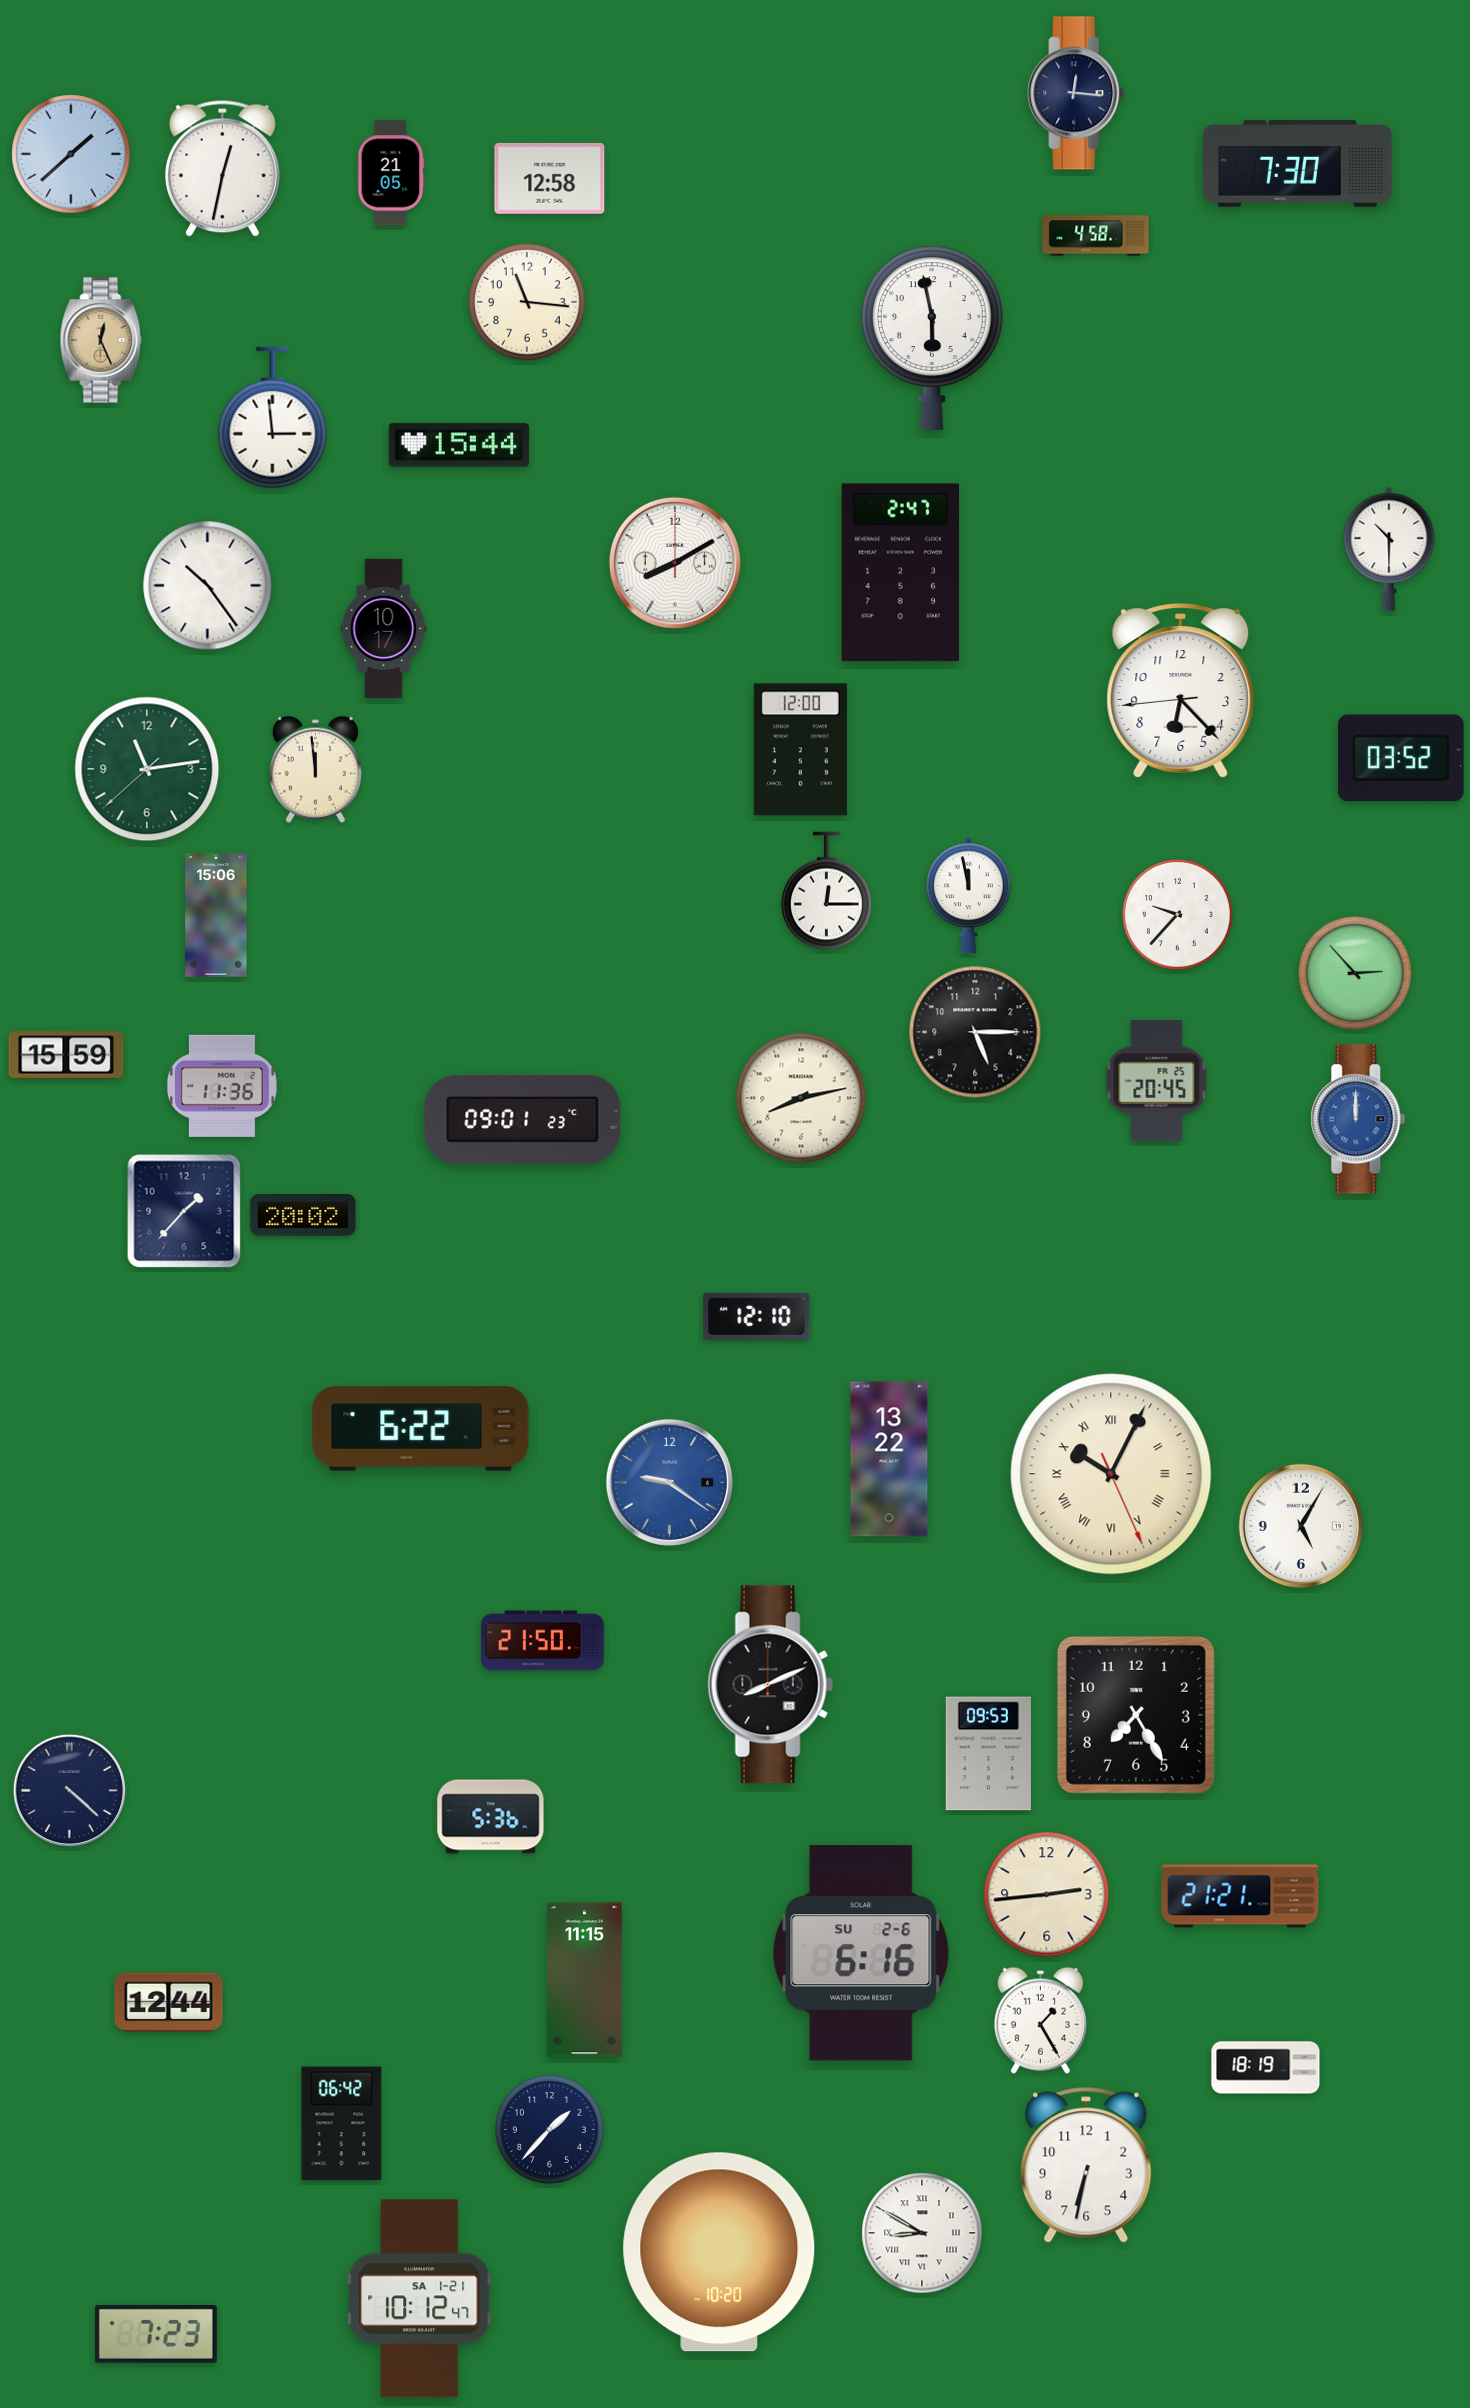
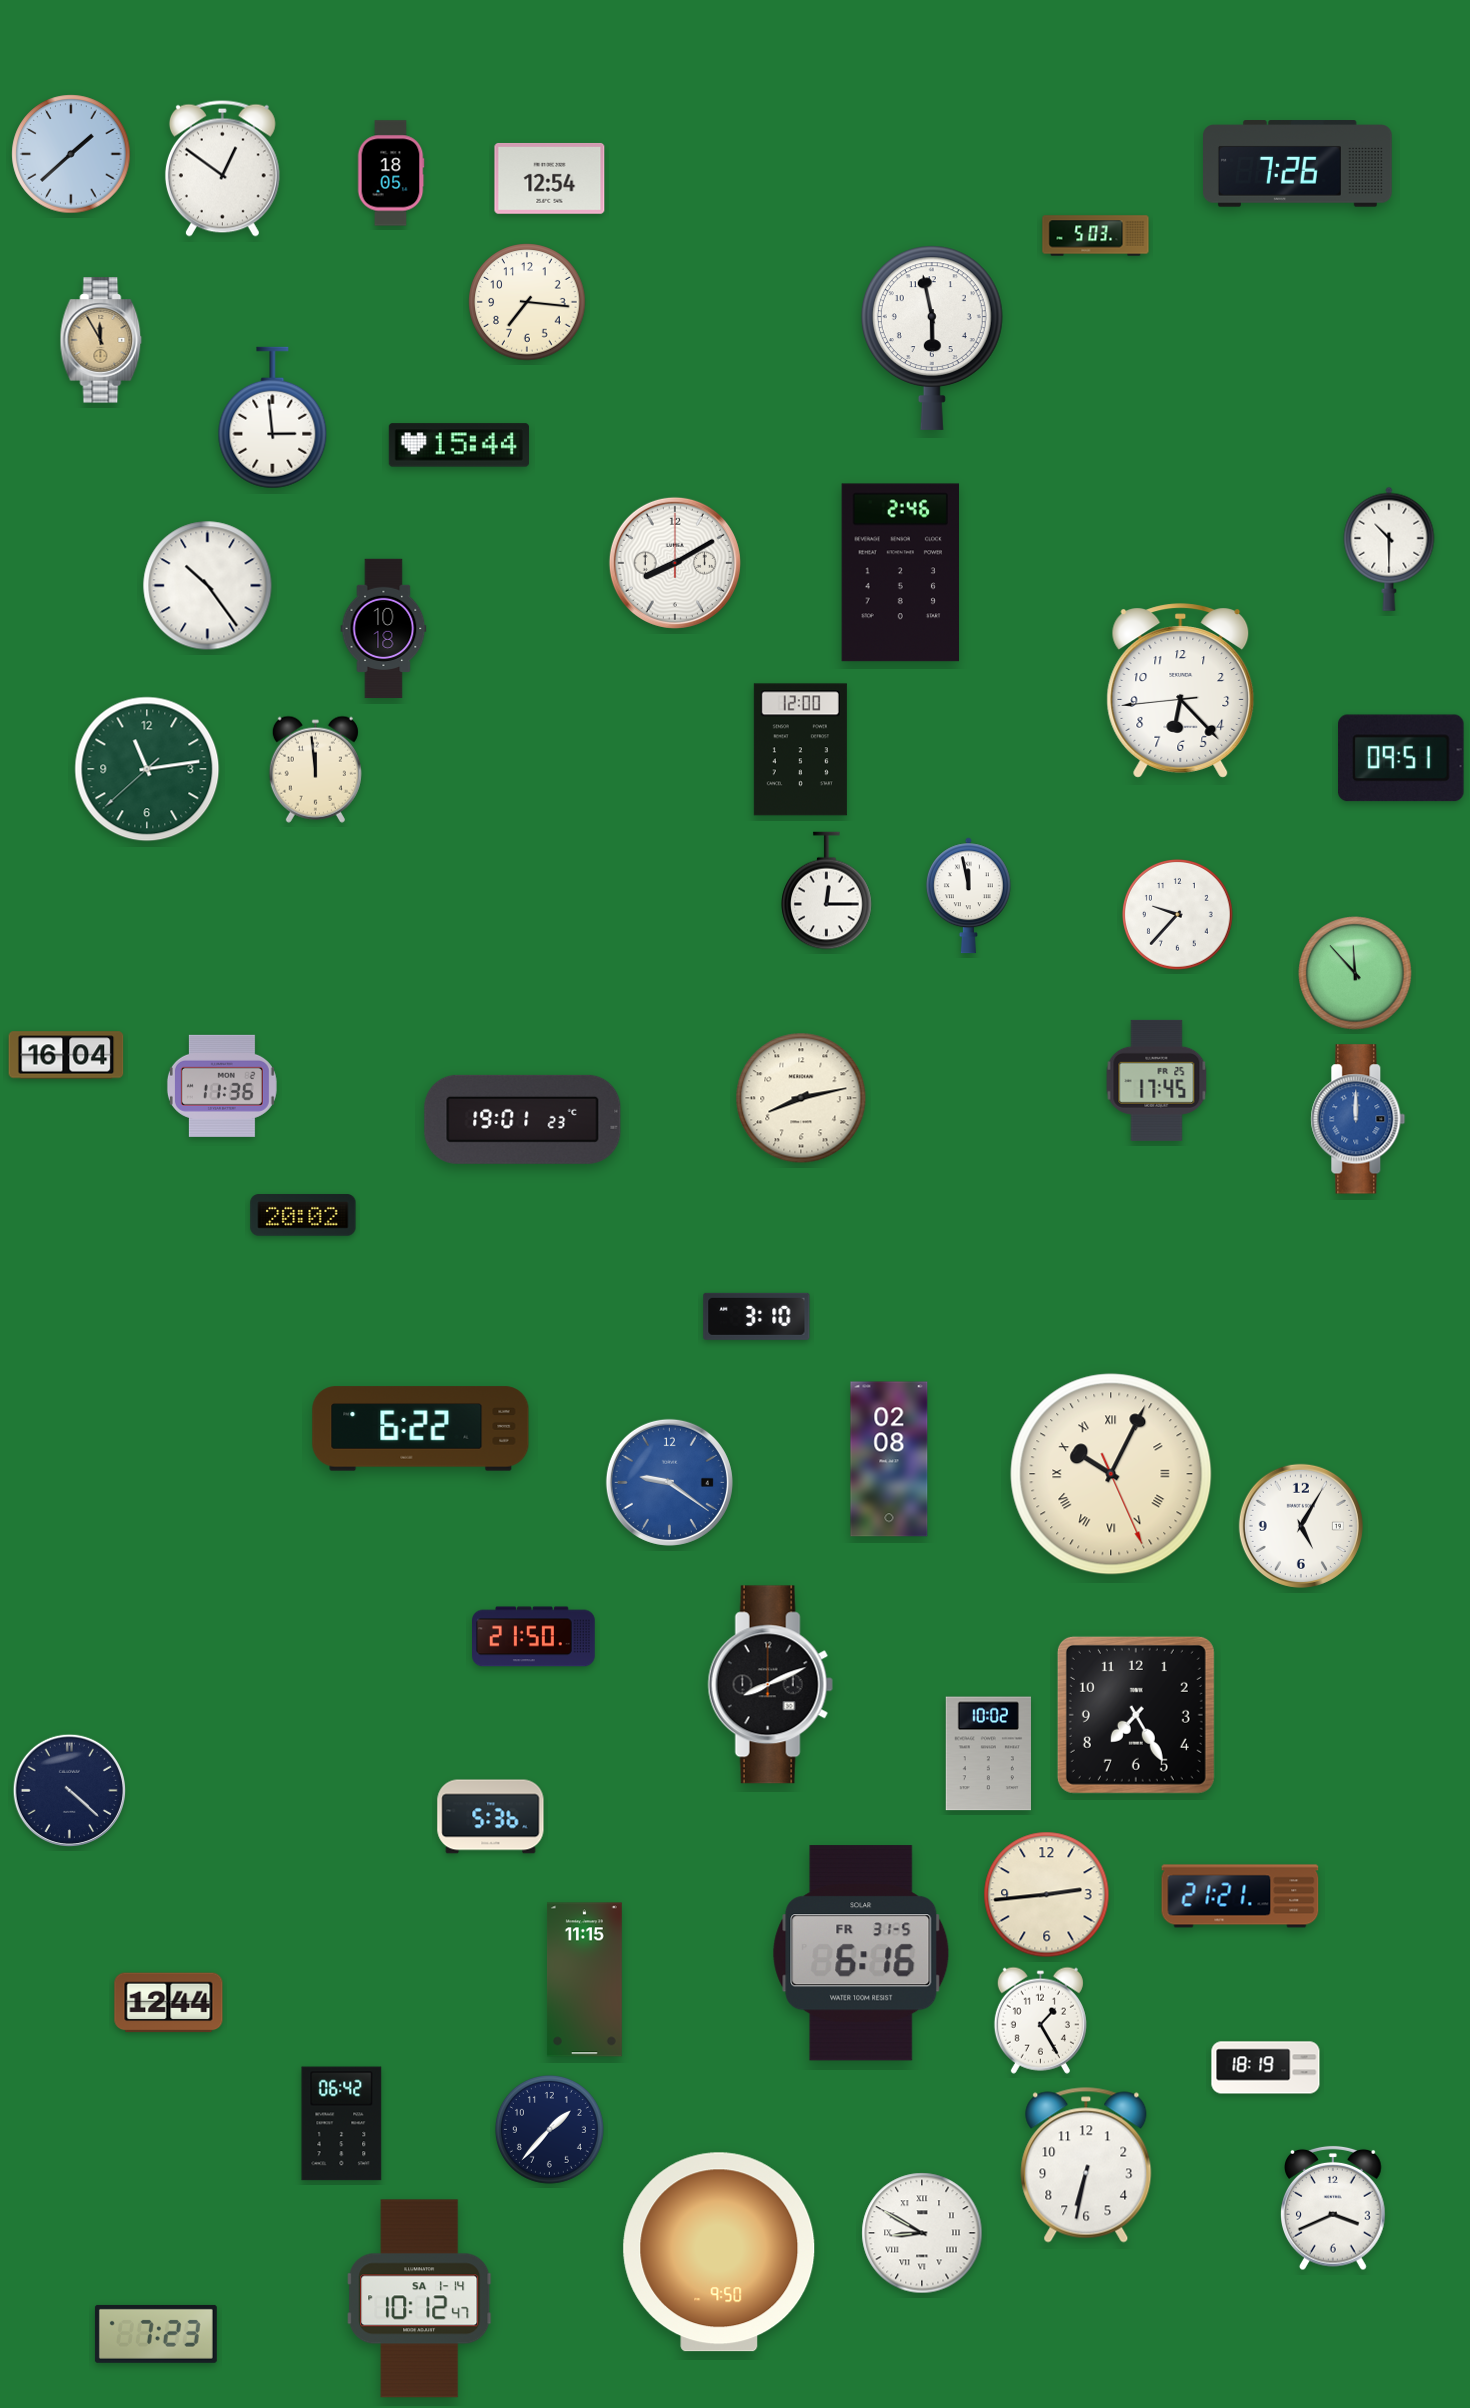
clock at (1076, 93): 12:16 -> none
clock at (1298, 164): 7:30 -> 7:26
clock at (222, 168): 12:32 -> 12:51
clock at (391, 173): 21:05 -> 18:05
clock at (550, 178): 12:58 -> 12:54
clock at (1096, 236): 4:58 -> 5:03
clock at (527, 302): 11:16 -> 7:16
clock at (101, 340): 12:26 -> 11:55
clock at (900, 573): 2:47 -> 2:46
clock at (384, 629): 10:17 -> 10:18
clock at (1401, 758): 03:52 -> 09:51
clock at (216, 915): 15:06 -> none
clock at (1355, 973): 2:53 -> 11:53
clock at (975, 1032): 5:15 -> none
clock at (66, 1055): 15:59 -> 16:04
clock at (1157, 1080): 20:45 -> 17:45
clock at (523, 1119): 09:01 -> 19:01
clock at (184, 1211): 1:37 -> none
clock at (757, 1316): 12:10 -> 3:10
clock at (889, 1459): 13:22 -> 02:08
clock at (543, 1641) position: (543, 1641) -> (534, 1637)
clock at (988, 1754): 09:53 -> 10:02
clock at (861, 1953) date: SU 2-6 -> FR 31-5
clock at (1334, 2208): none -> 3:41
clock at (719, 2252): 10:20 -> 9:50
clock at (420, 2299) date: SA 1-21 -> SA 1-14
